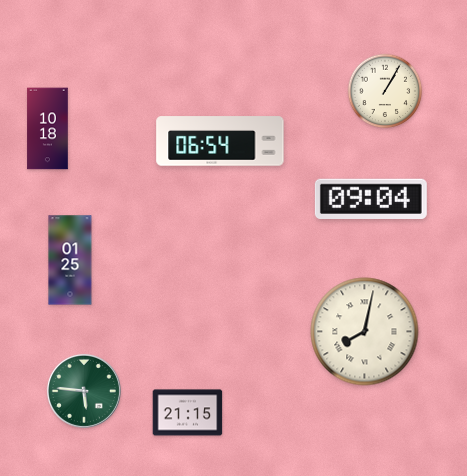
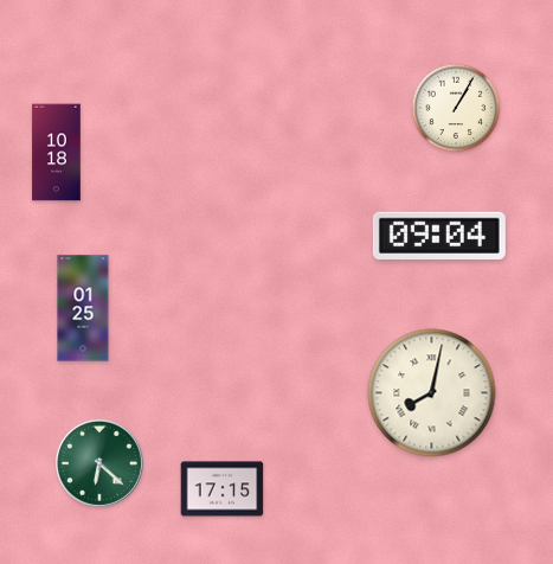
clock at (220, 141): 06:54 -> none
clock at (84, 391): 5:46 -> 6:22
clock at (188, 413): 21:15 -> 17:15
